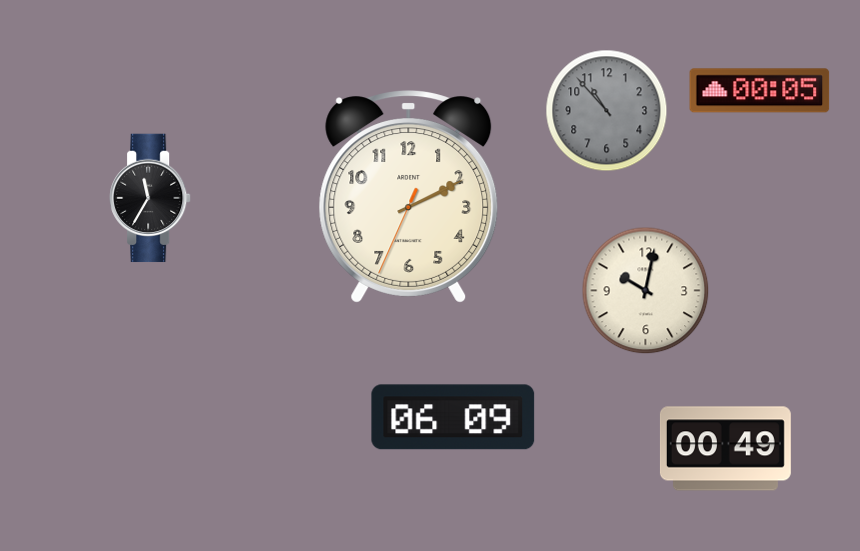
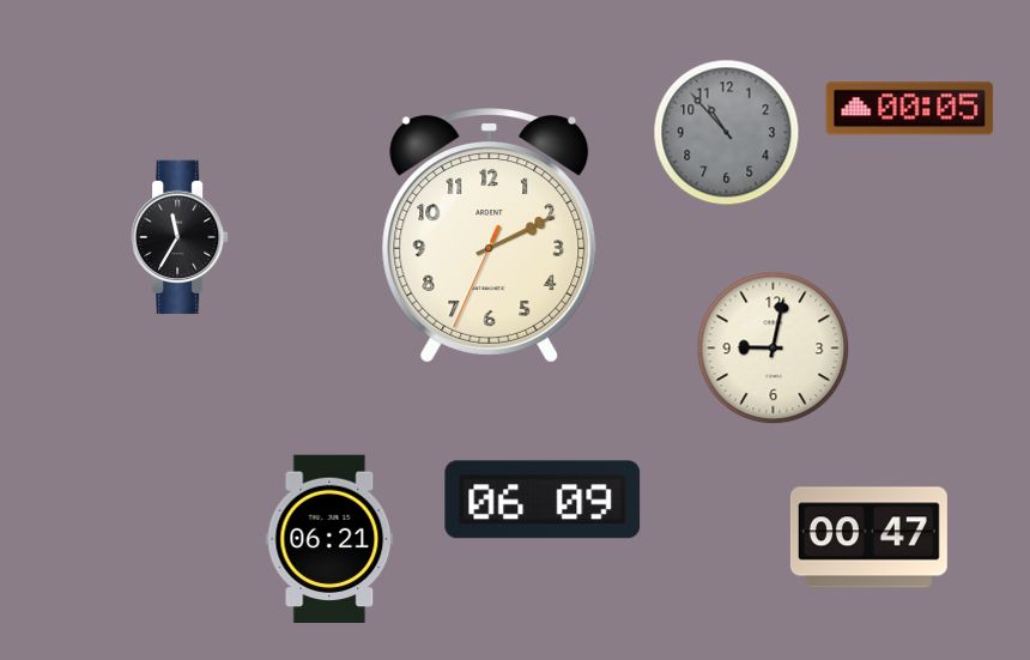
clock at (646, 291): 10:02 -> 9:02
clock at (725, 449): 00:49 -> 00:47
clock at (329, 539): none -> 06:21
